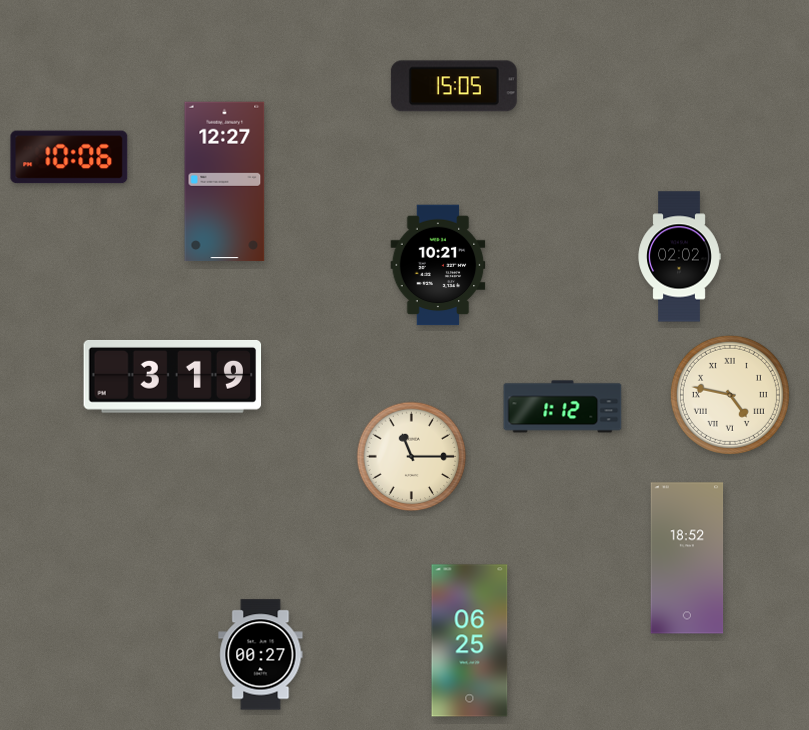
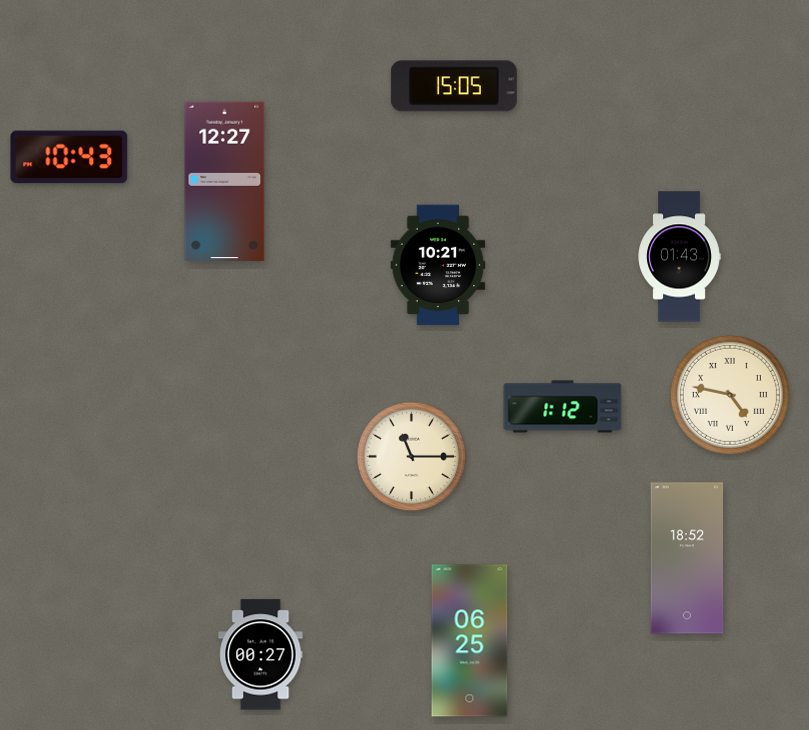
clock at (69, 157): 10:06 -> 10:43
clock at (679, 257): 02:02 -> 01:43
clock at (173, 377): 3:19 -> none
